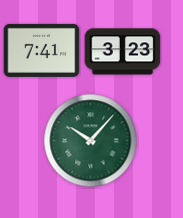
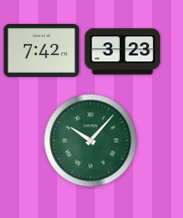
clock at (42, 50): 7:41 -> 7:42
